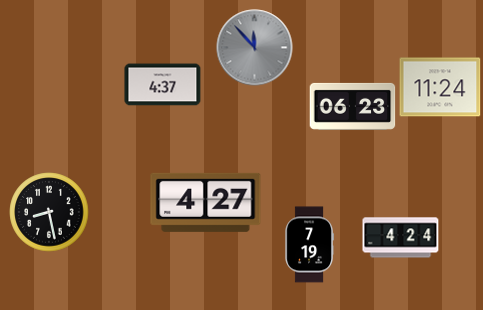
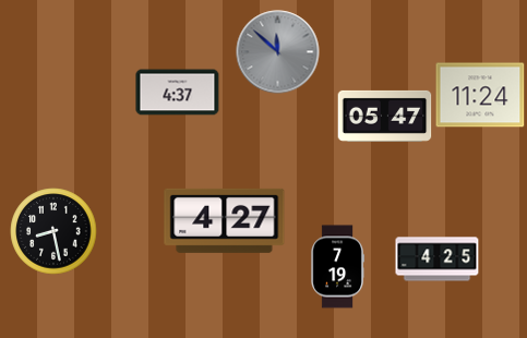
clock at (255, 48): 11:53 -> 11:52
clock at (353, 106): 06:23 -> 05:47
clock at (401, 238): 4:24 -> 4:25
